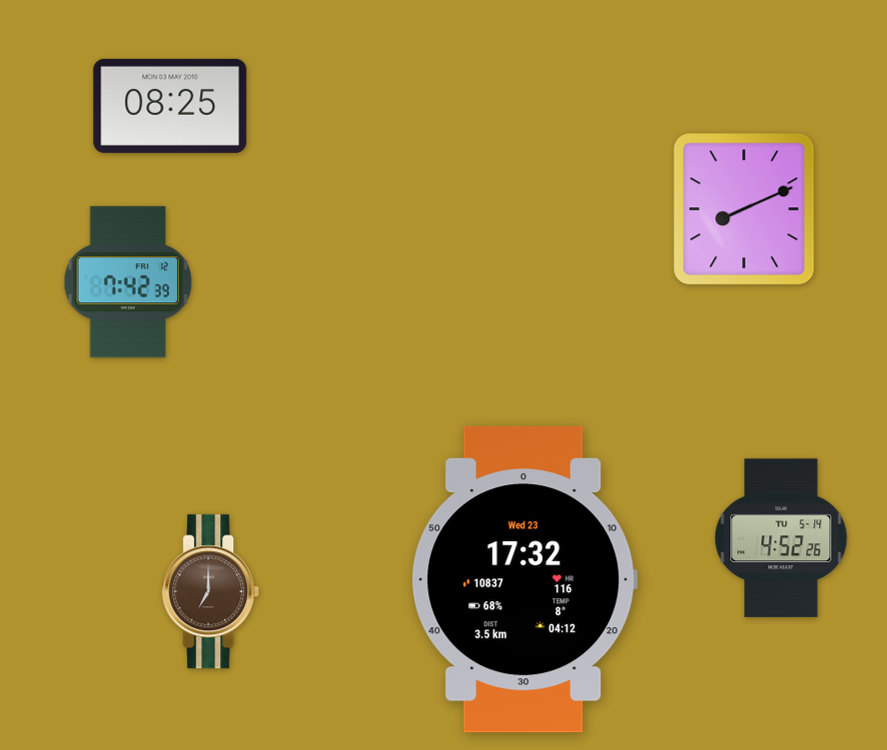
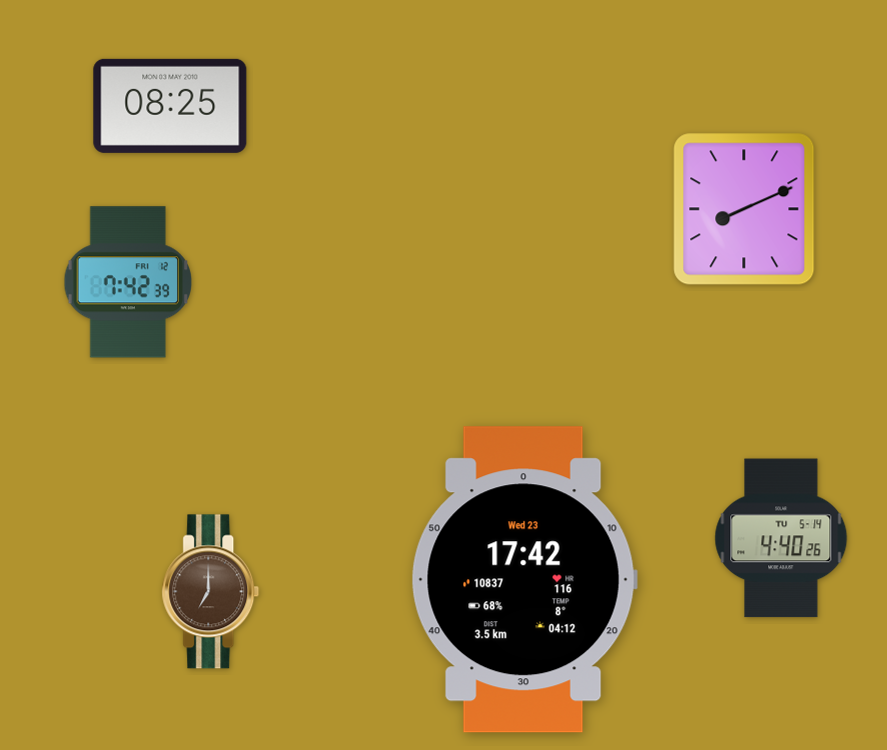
clock at (781, 538): 4:52 -> 4:40
clock at (524, 580): 17:32 -> 17:42
